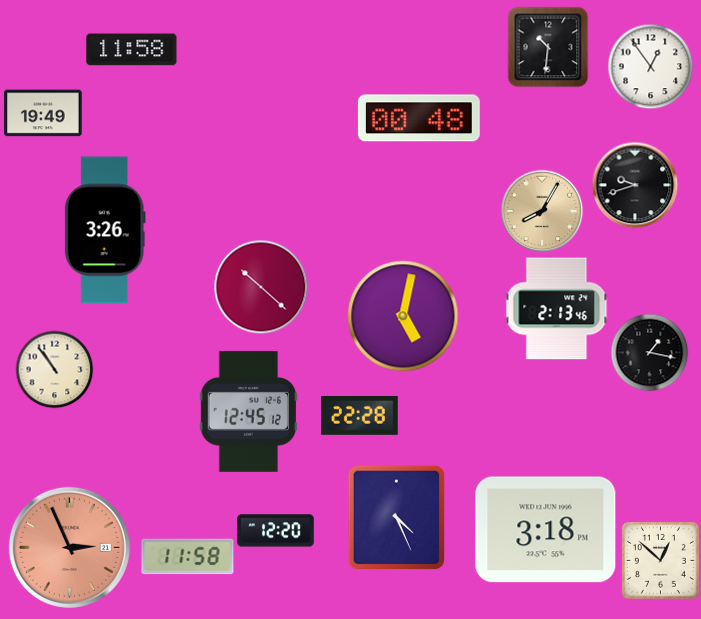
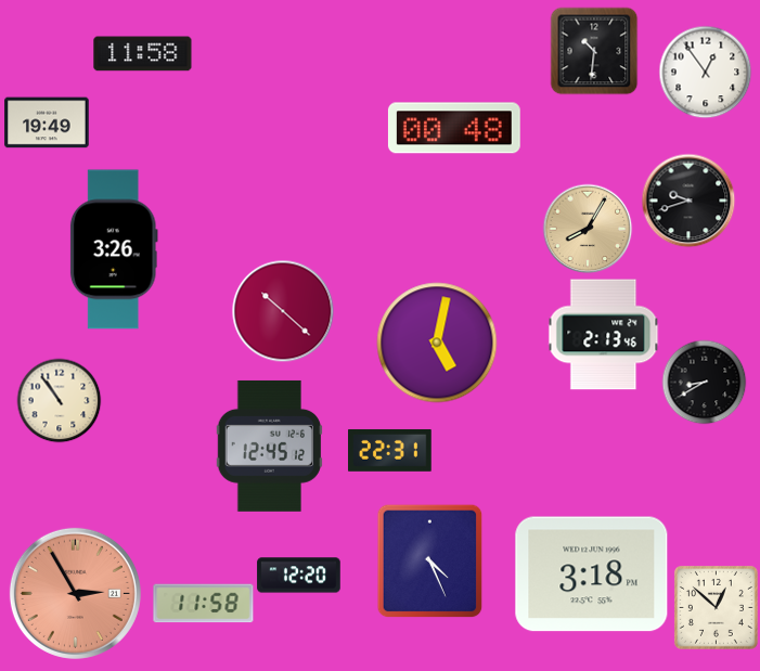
clock at (649, 352): 1:17 -> 8:40
clock at (360, 415): 22:28 -> 22:31
clock at (69, 547): 2:56 -> 2:55
